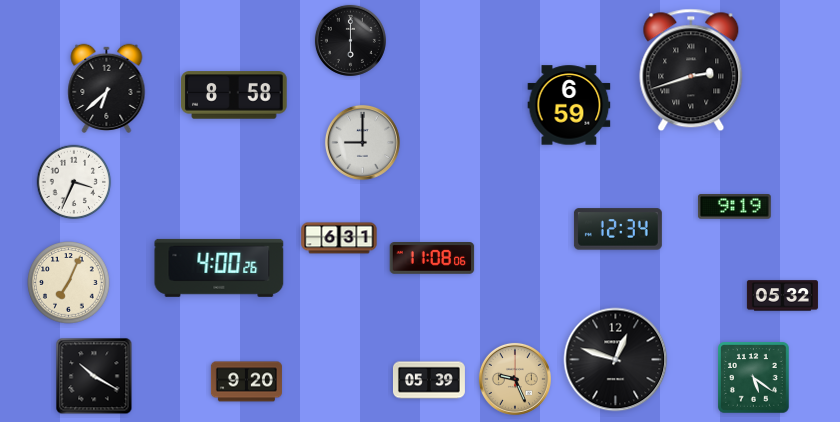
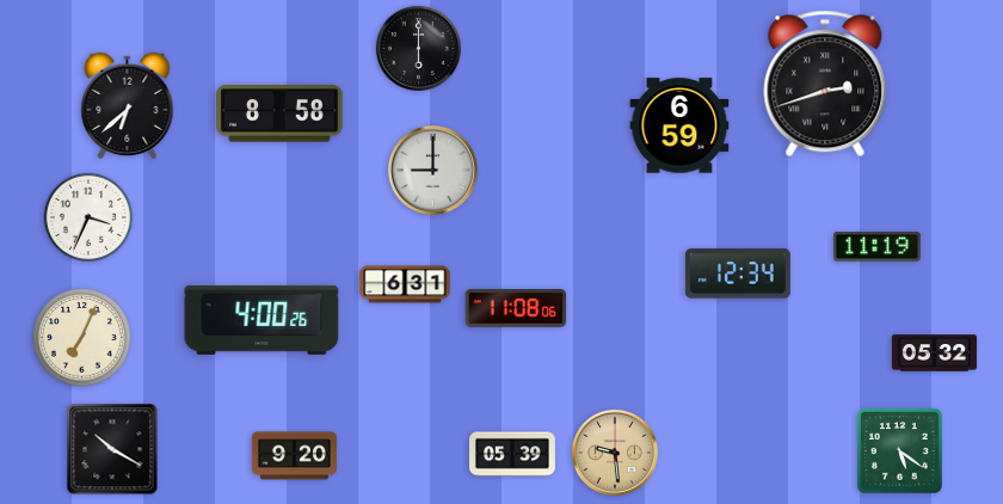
clock at (735, 207): 9:19 -> 11:19
clock at (616, 360): 12:48 -> none
clock at (515, 379): 9:26 -> 9:29
